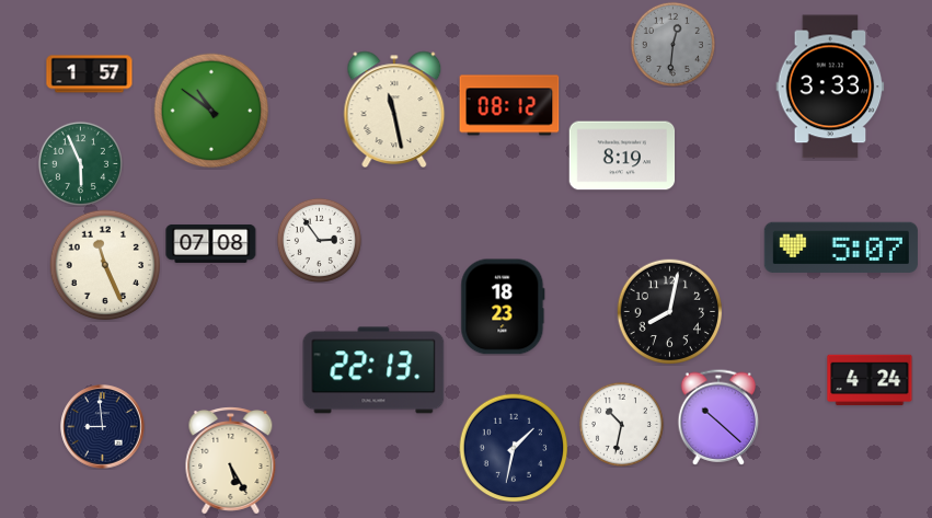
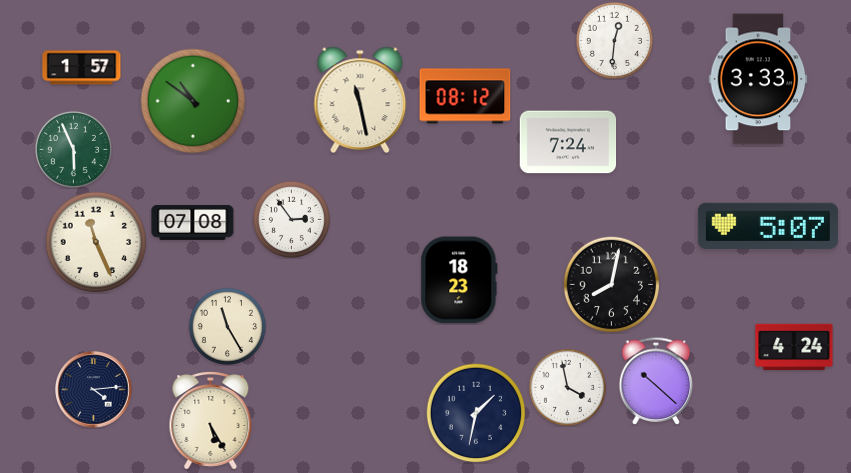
clock at (672, 44) dial: grey -> white
clock at (622, 156): 8:19 -> 7:24
clock at (227, 326): none -> 11:25
clock at (373, 370): 22:13 -> none
clock at (621, 424): 10:32 -> 3:58
clock at (103, 427): 8:59 -> 4:14
clock at (514, 448) position: (514, 448) -> (476, 413)
